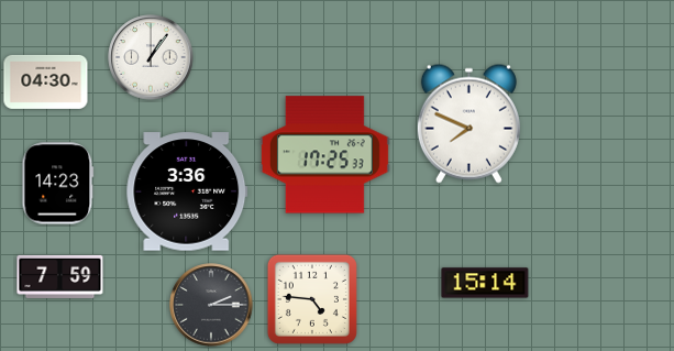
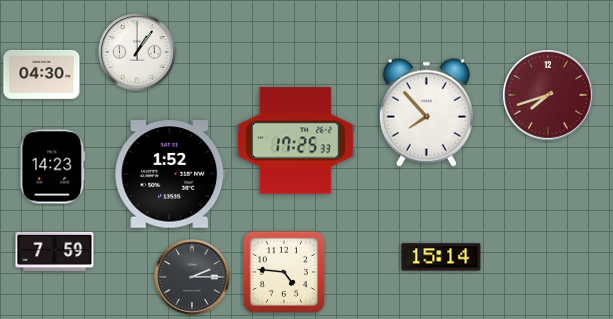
clock at (548, 95): none -> 7:42
clock at (468, 123): 7:49 -> 7:53
clock at (187, 191): 3:36 -> 1:52
